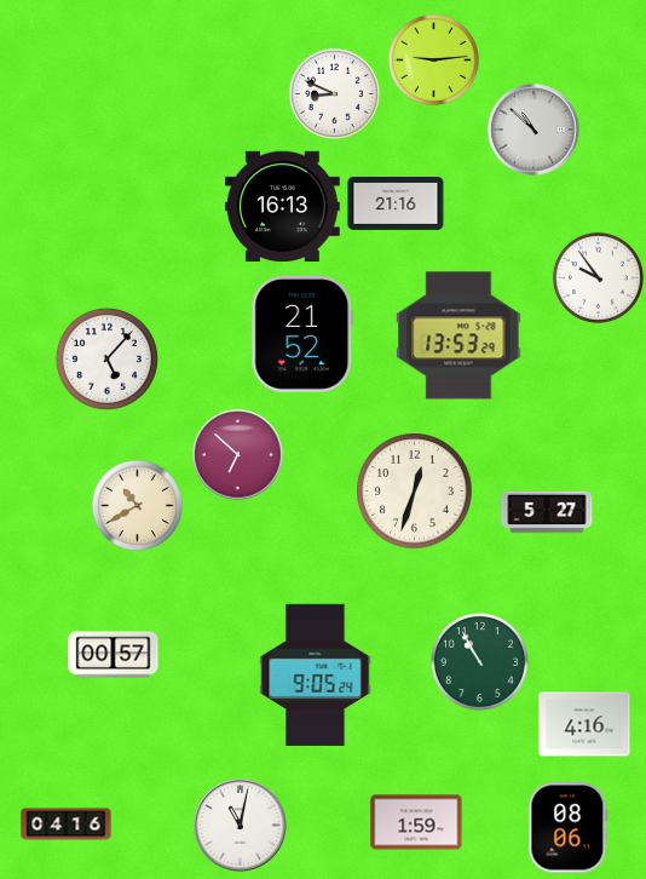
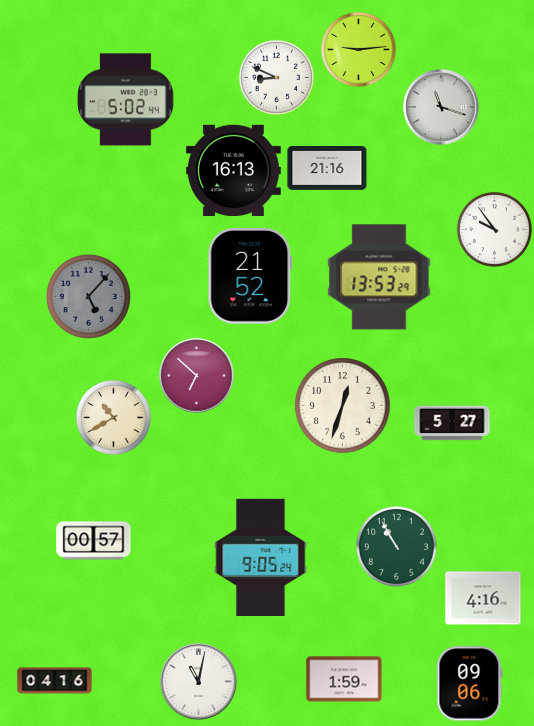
clock at (126, 100): none -> 5:02
clock at (533, 130): 10:52 -> 11:18
clock at (106, 358) dial: white -> grey
clock at (569, 828): 08:06 -> 09:06
